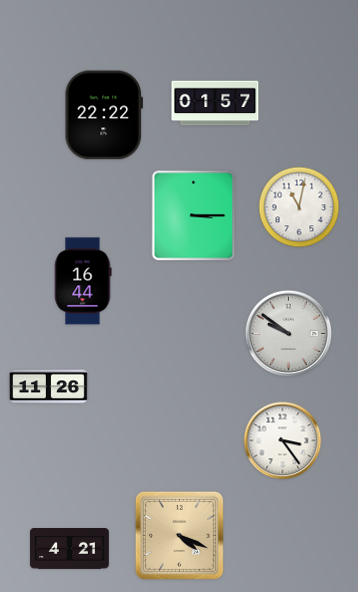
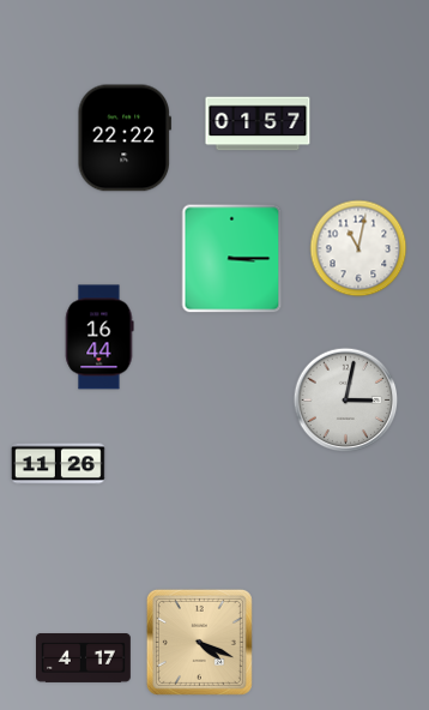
clock at (289, 334): 9:51 -> 3:02
clock at (283, 441): 3:24 -> none
clock at (179, 535) position: (179, 535) -> (199, 642)
clock at (70, 549): 4:21 -> 4:17
